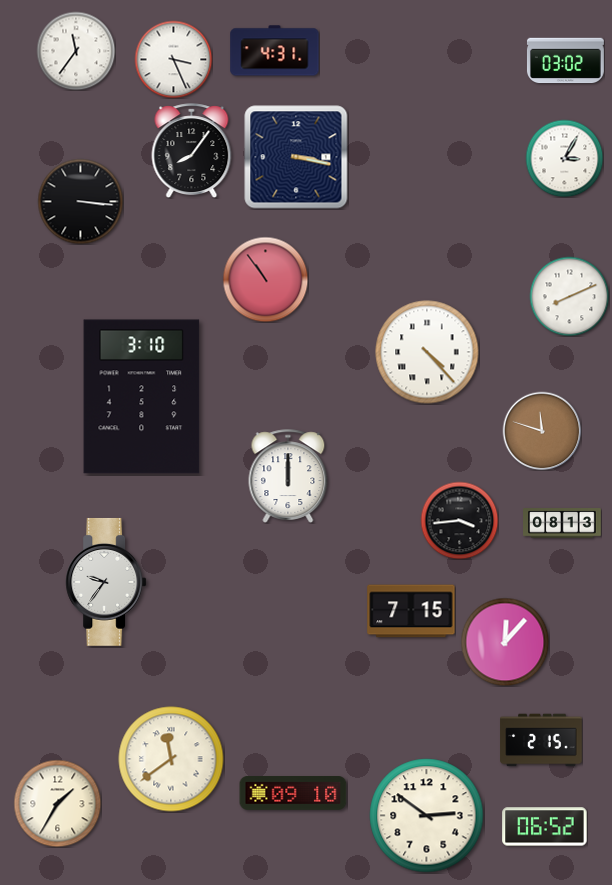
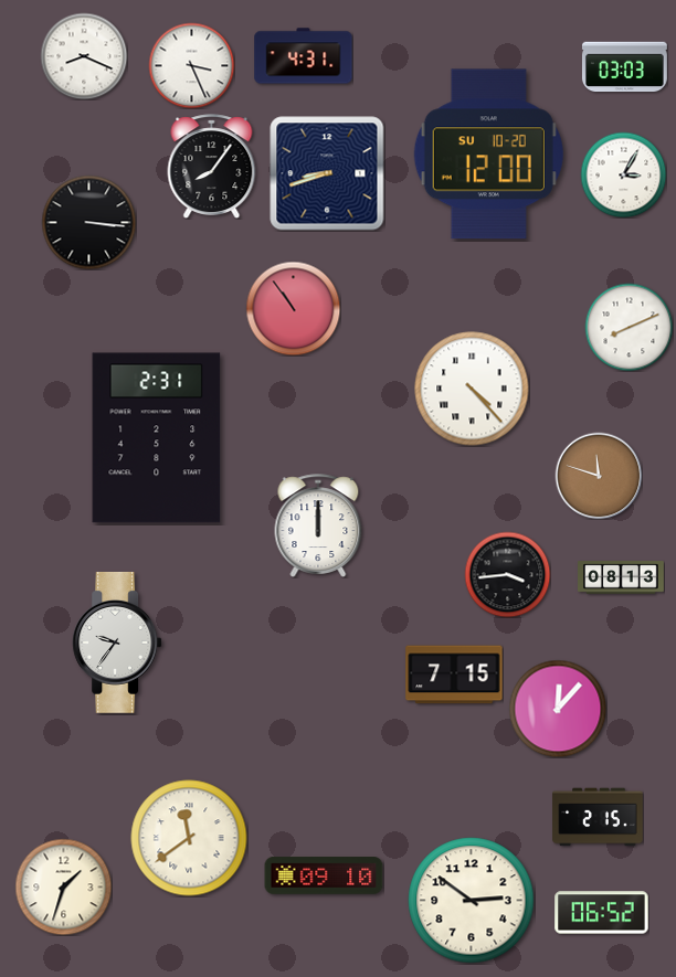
clock at (76, 51): 11:36 -> 8:19
clock at (565, 61): 03:02 -> 03:03
clock at (488, 155): none -> 12:00
clock at (296, 157): 3:17 -> 8:42
clock at (142, 397): 3:10 -> 2:31
clock at (57, 803): 1:35 -> 1:33
